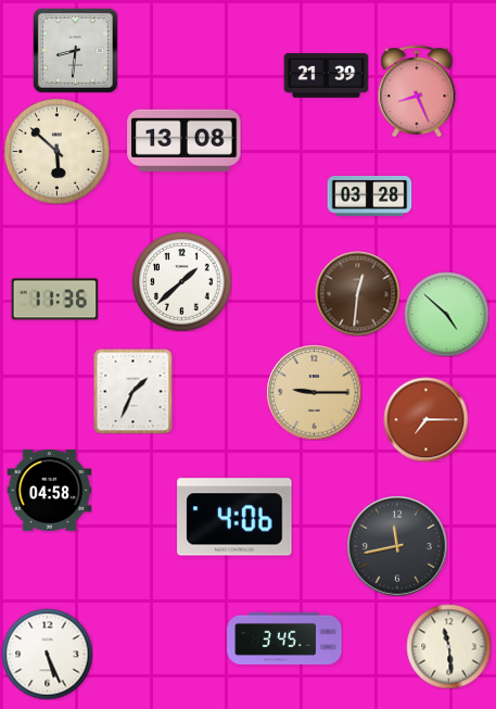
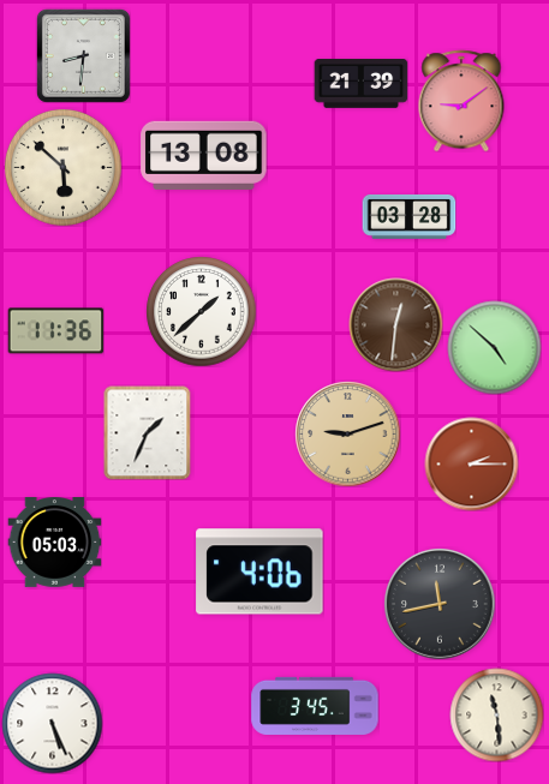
clock at (417, 91): 8:26 -> 9:09
clock at (54, 300) position: (54, 300) -> (55, 331)
clock at (314, 392): 9:15 -> 9:12
clock at (425, 419): 7:15 -> 2:15
clock at (49, 491): 04:58 -> 05:03
